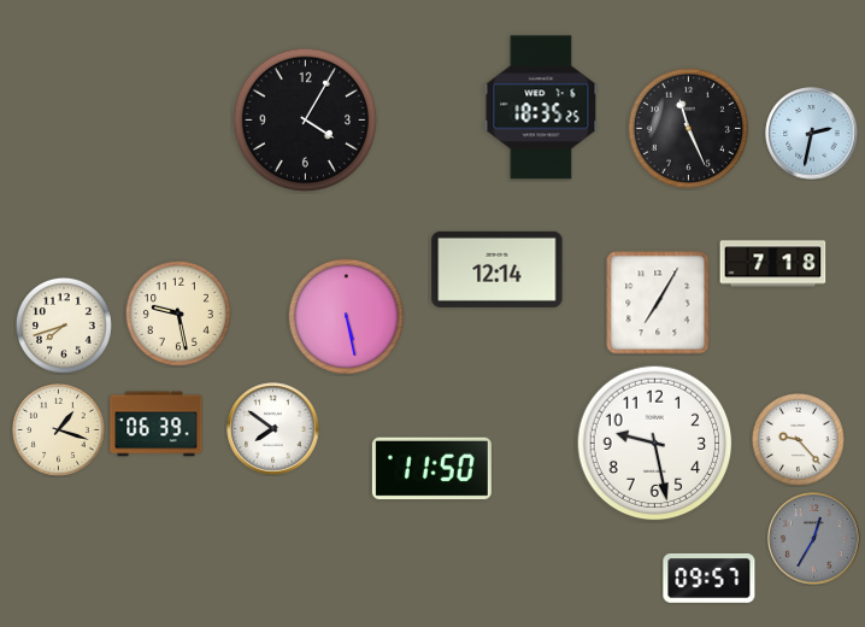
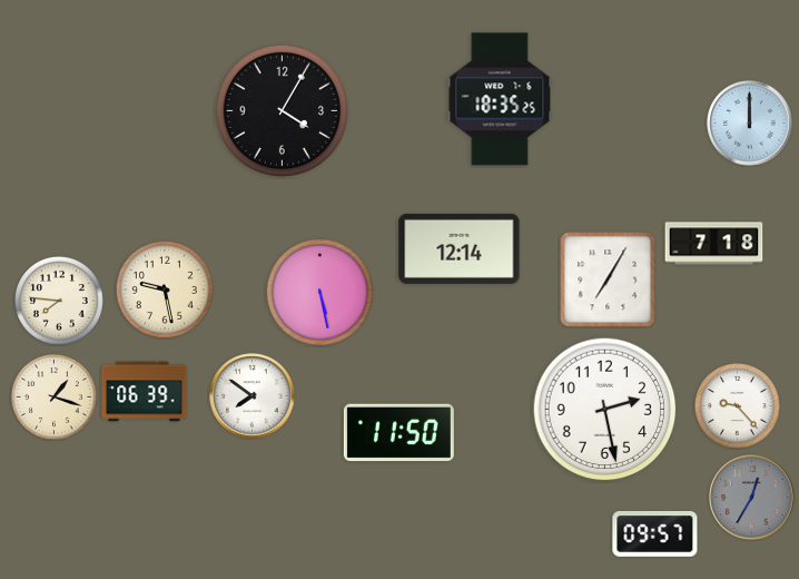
clock at (688, 128): 11:26 -> none
clock at (812, 134): 2:32 -> 12:00
clock at (64, 326): 7:42 -> 7:46
clock at (655, 444): 9:28 -> 2:28
